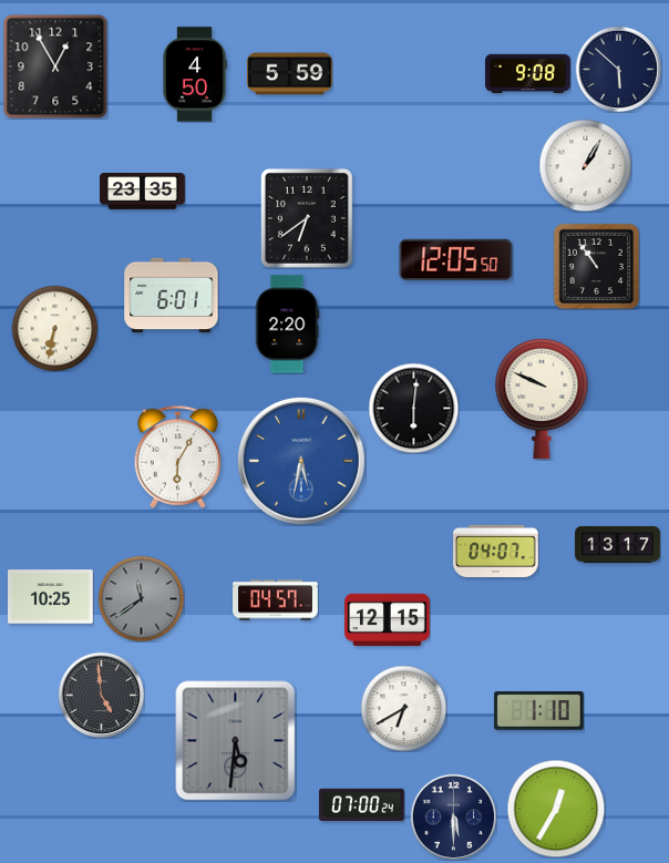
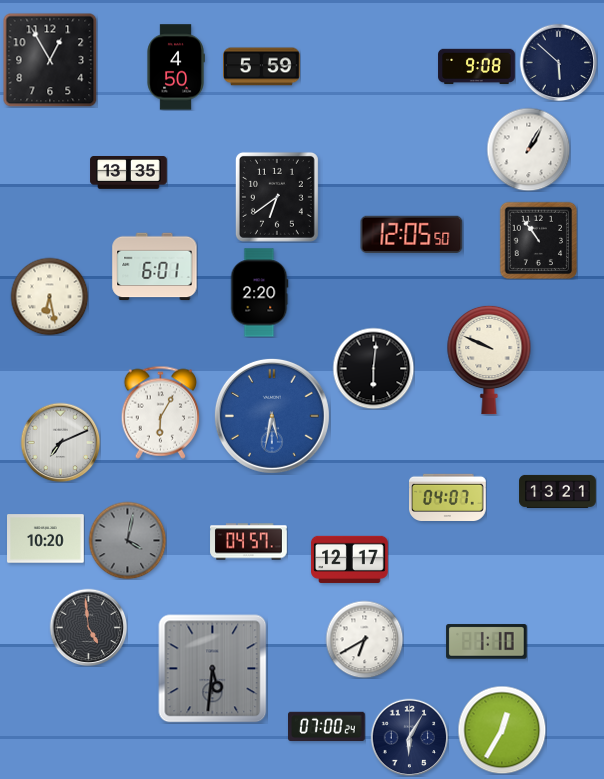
clock at (143, 192): 23:35 -> 13:35
clock at (54, 328): 6:32 -> 6:28
clock at (60, 442): none -> 7:11
clock at (618, 544): 13:17 -> 13:21
clock at (51, 597): 10:25 -> 10:20
clock at (141, 598): 11:39 -> 4:02
clock at (388, 619): 12:15 -> 12:17
clock at (101, 695) position: (101, 695) -> (88, 627)
clock at (453, 816): 5:30 -> 6:05
